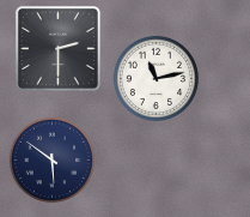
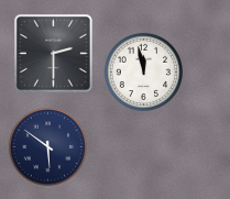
clock at (57, 48) position: (57, 48) -> (53, 53)
clock at (156, 78): 11:13 -> 11:58
